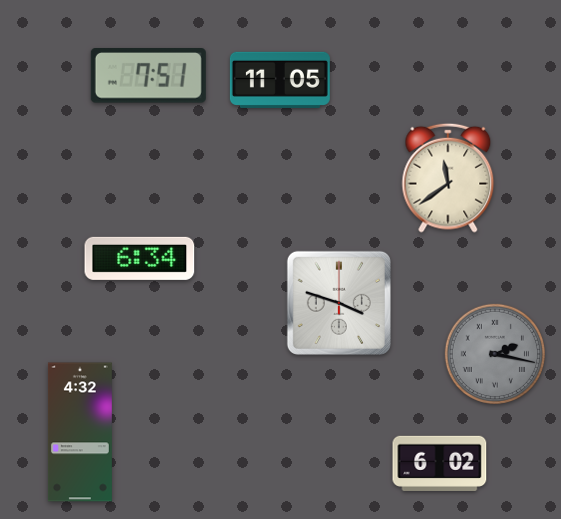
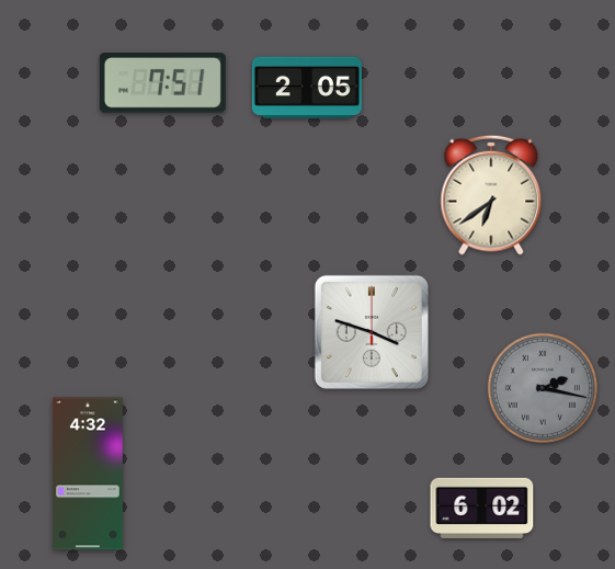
clock at (280, 80): 11:05 -> 2:05
clock at (448, 178): 11:39 -> 6:39
clock at (140, 258): 6:34 -> none
